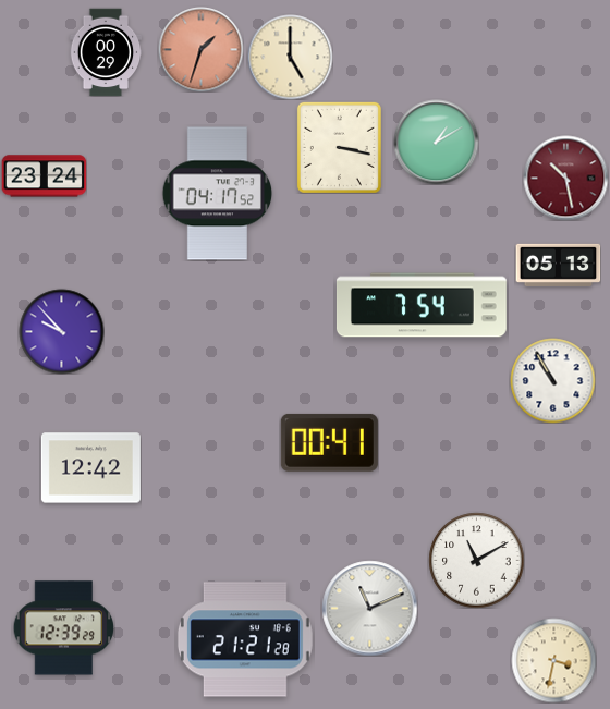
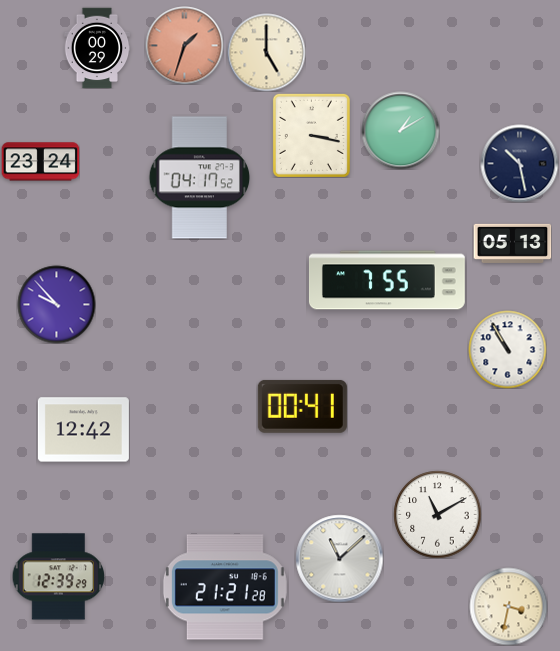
clock at (565, 178) dial: burgundy -> navy
clock at (422, 305): 7:54 -> 7:55
clock at (369, 608): 11:11 -> 11:08
